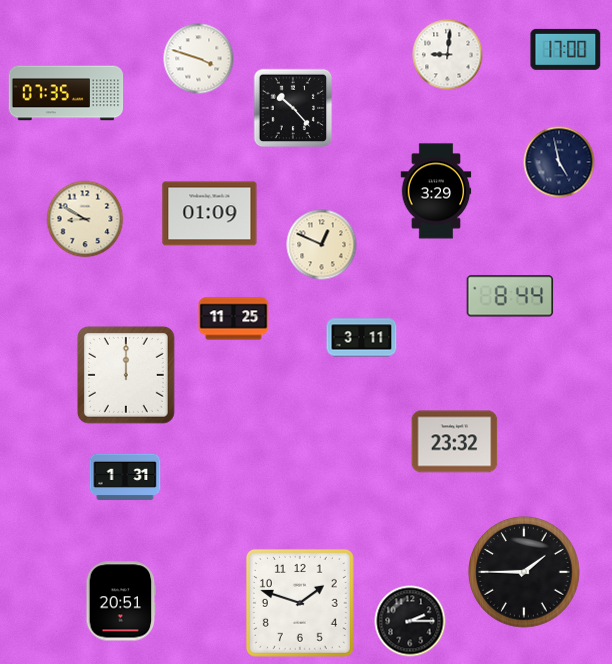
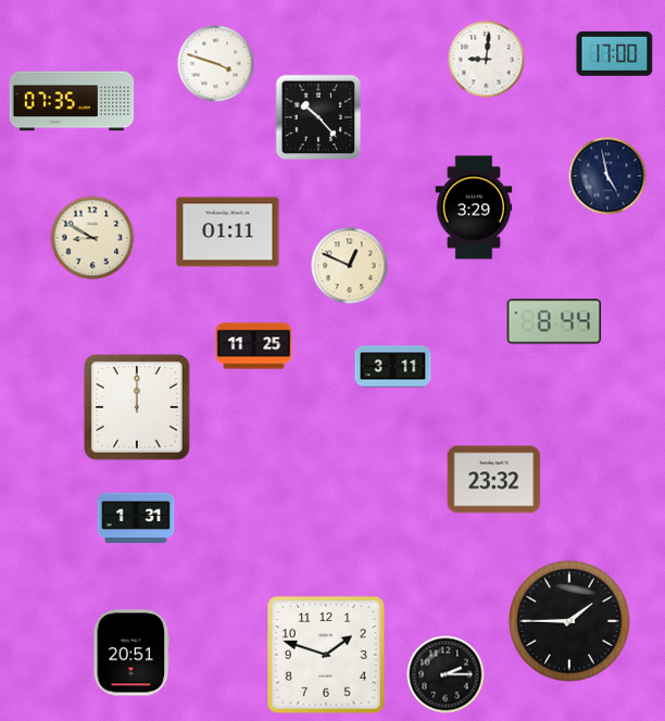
clock at (210, 214): 01:09 -> 01:11
